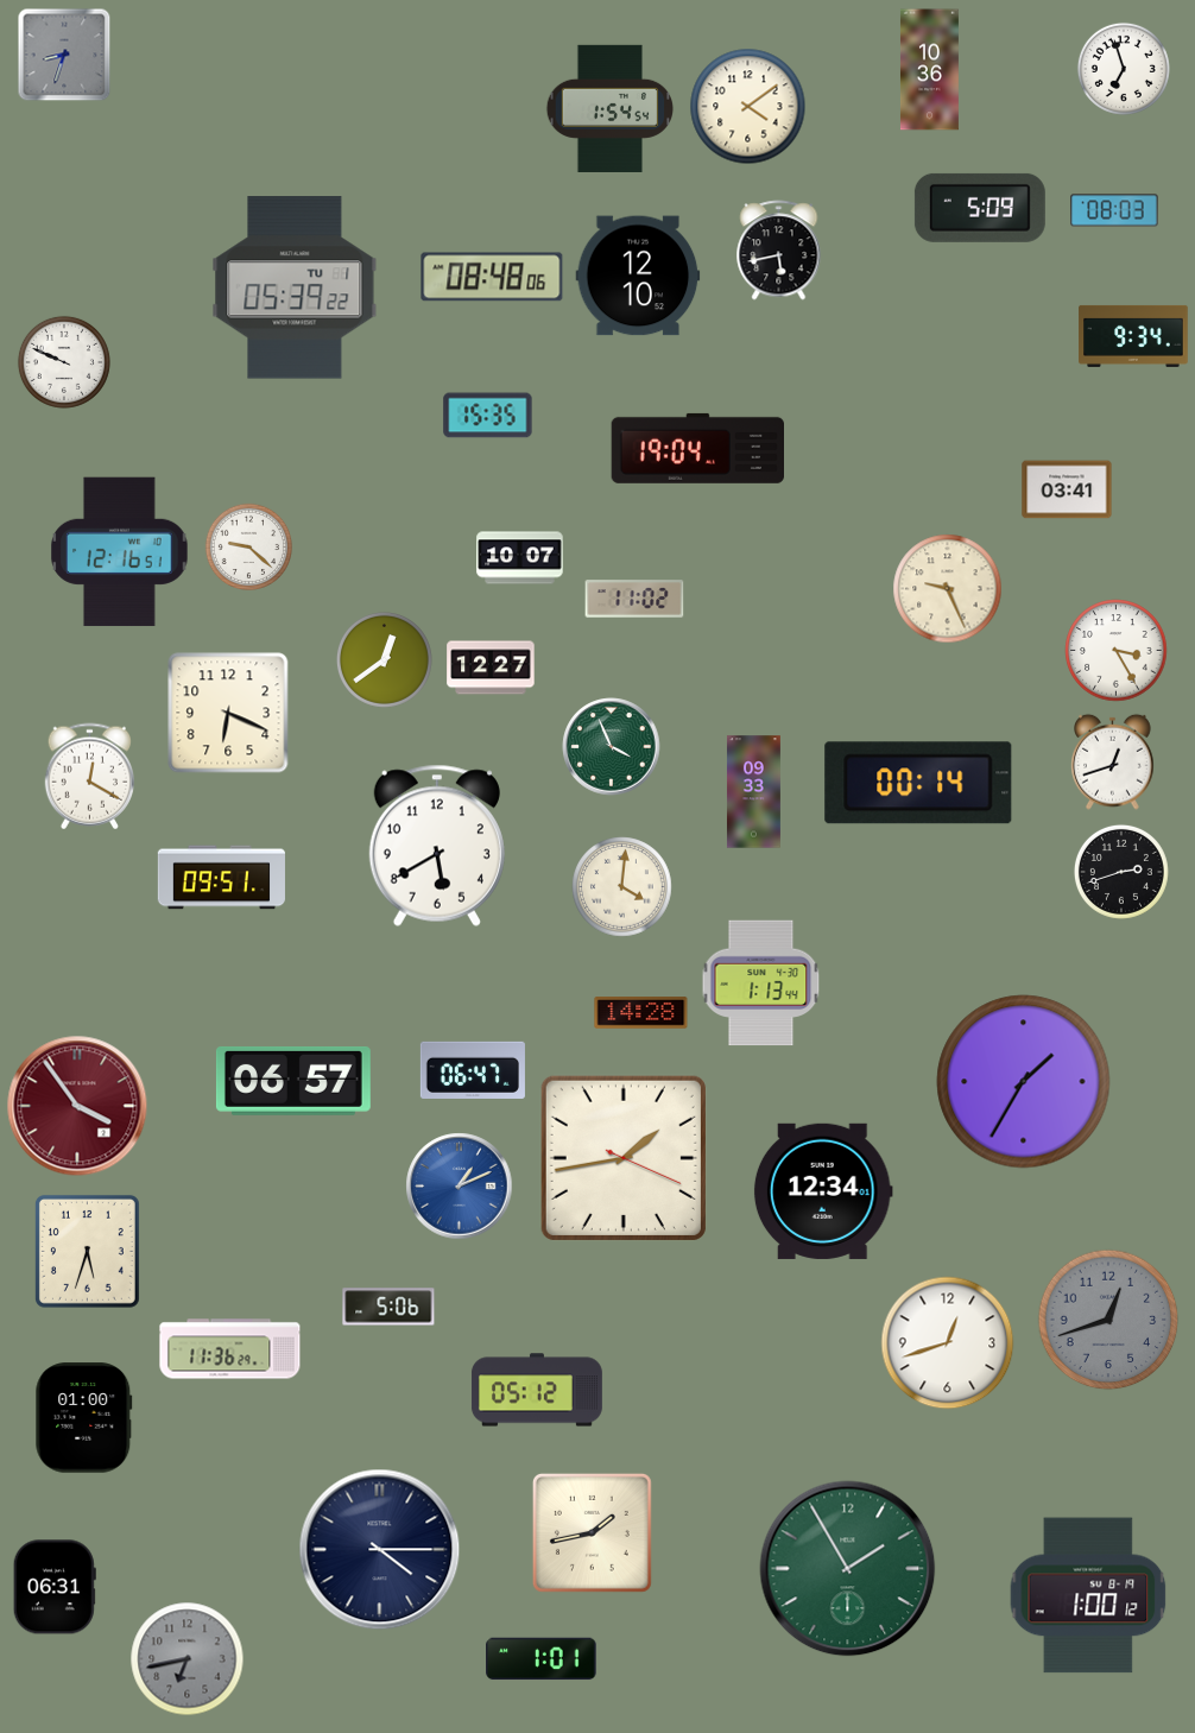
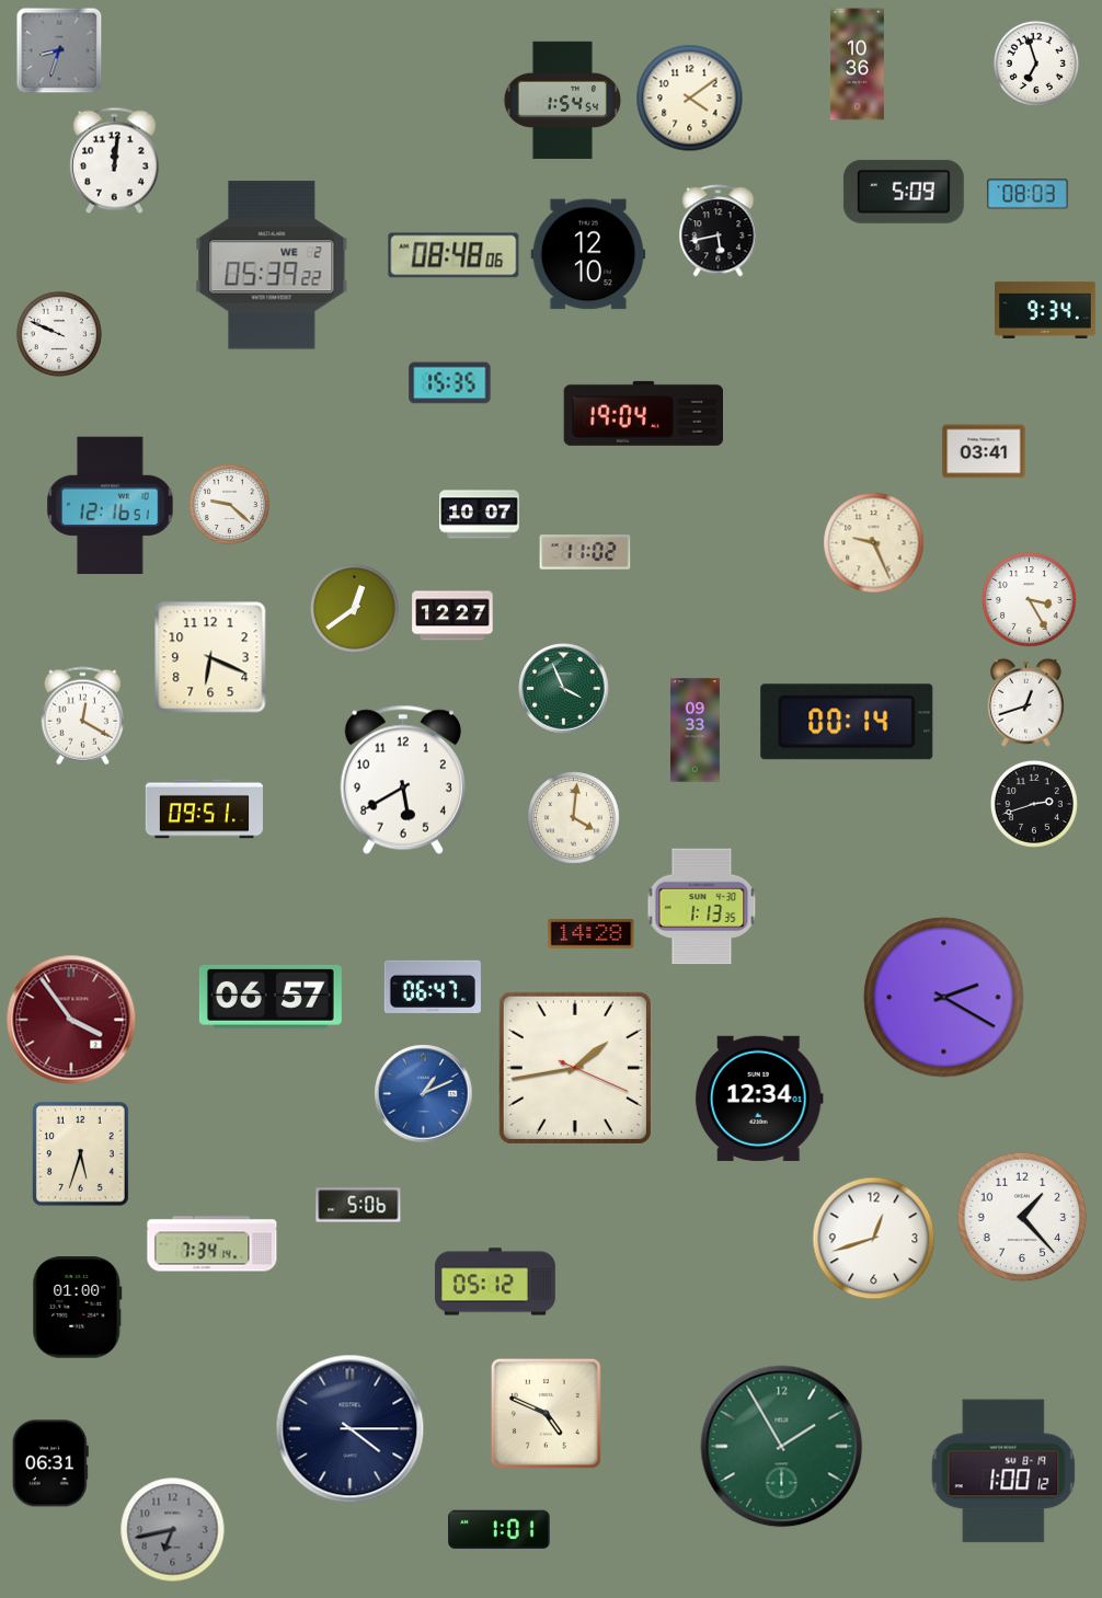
clock at (115, 161): none -> 12:01
clock at (295, 287) date: TU 1 -> WE 2
clock at (120, 552) position: (120, 552) -> (111, 506)
clock at (761, 983): 1:13:44 -> 1:13:35
clock at (473, 1070) position: (473, 1070) -> (433, 987)
clock at (1024, 1082): 1:35 -> 2:20
clock at (1108, 1320): 12:42 -> 1:23
clock at (1108, 1320) dial: grey -> white
clock at (230, 1349): 11:36 -> 7:34
clock at (592, 1532): 1:43 -> 4:49
